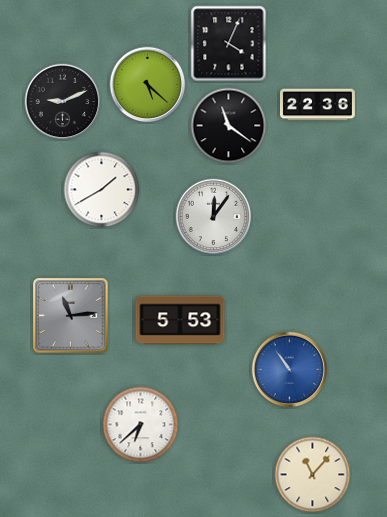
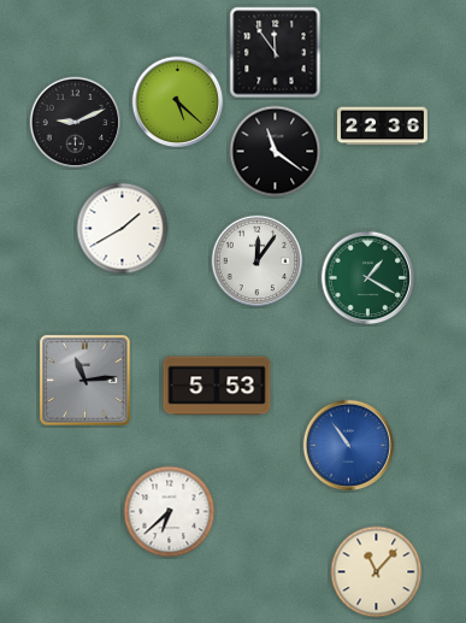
clock at (229, 44): 4:04 -> 11:54
clock at (368, 278): none -> 1:20
